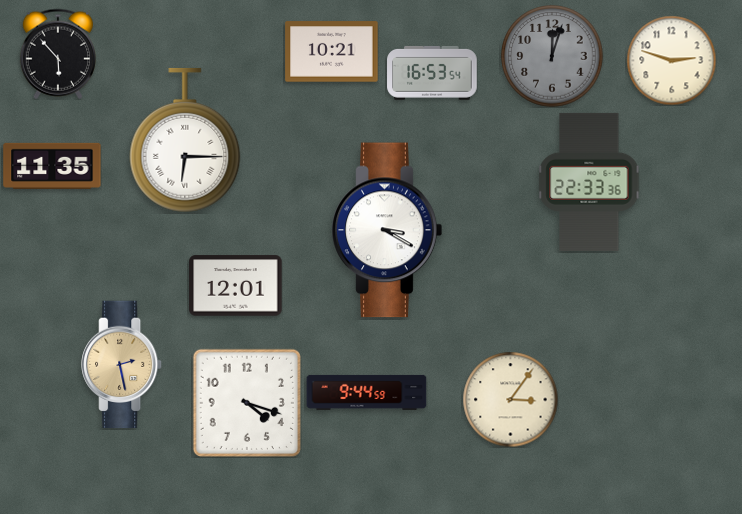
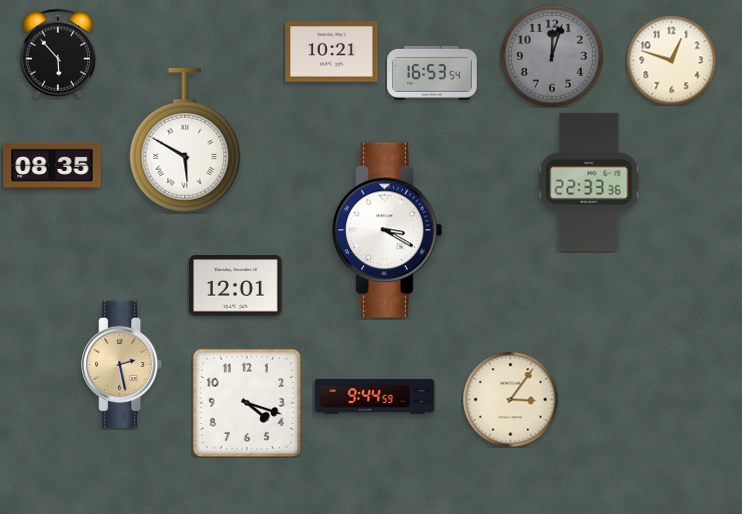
clock at (671, 60): 2:48 -> 12:48
clock at (185, 140): 6:15 -> 5:50
clock at (52, 166): 11:35 -> 08:35
clock at (367, 392) position: (367, 392) -> (375, 396)
